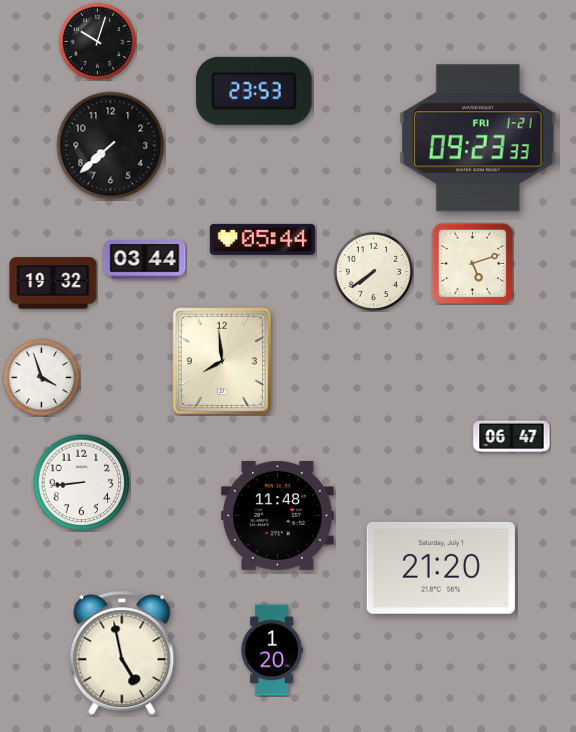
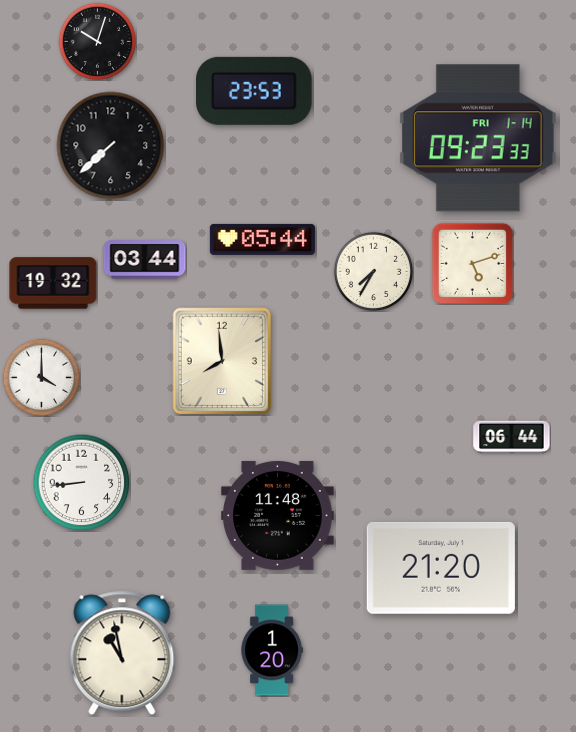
clock at (478, 138) date: FRI 1-21 -> FRI 1-14
clock at (373, 271): 7:39 -> 7:35
clock at (41, 377): 3:57 -> 4:00
clock at (512, 437): 06:47 -> 06:44
clock at (122, 653): 4:58 -> 10:58
